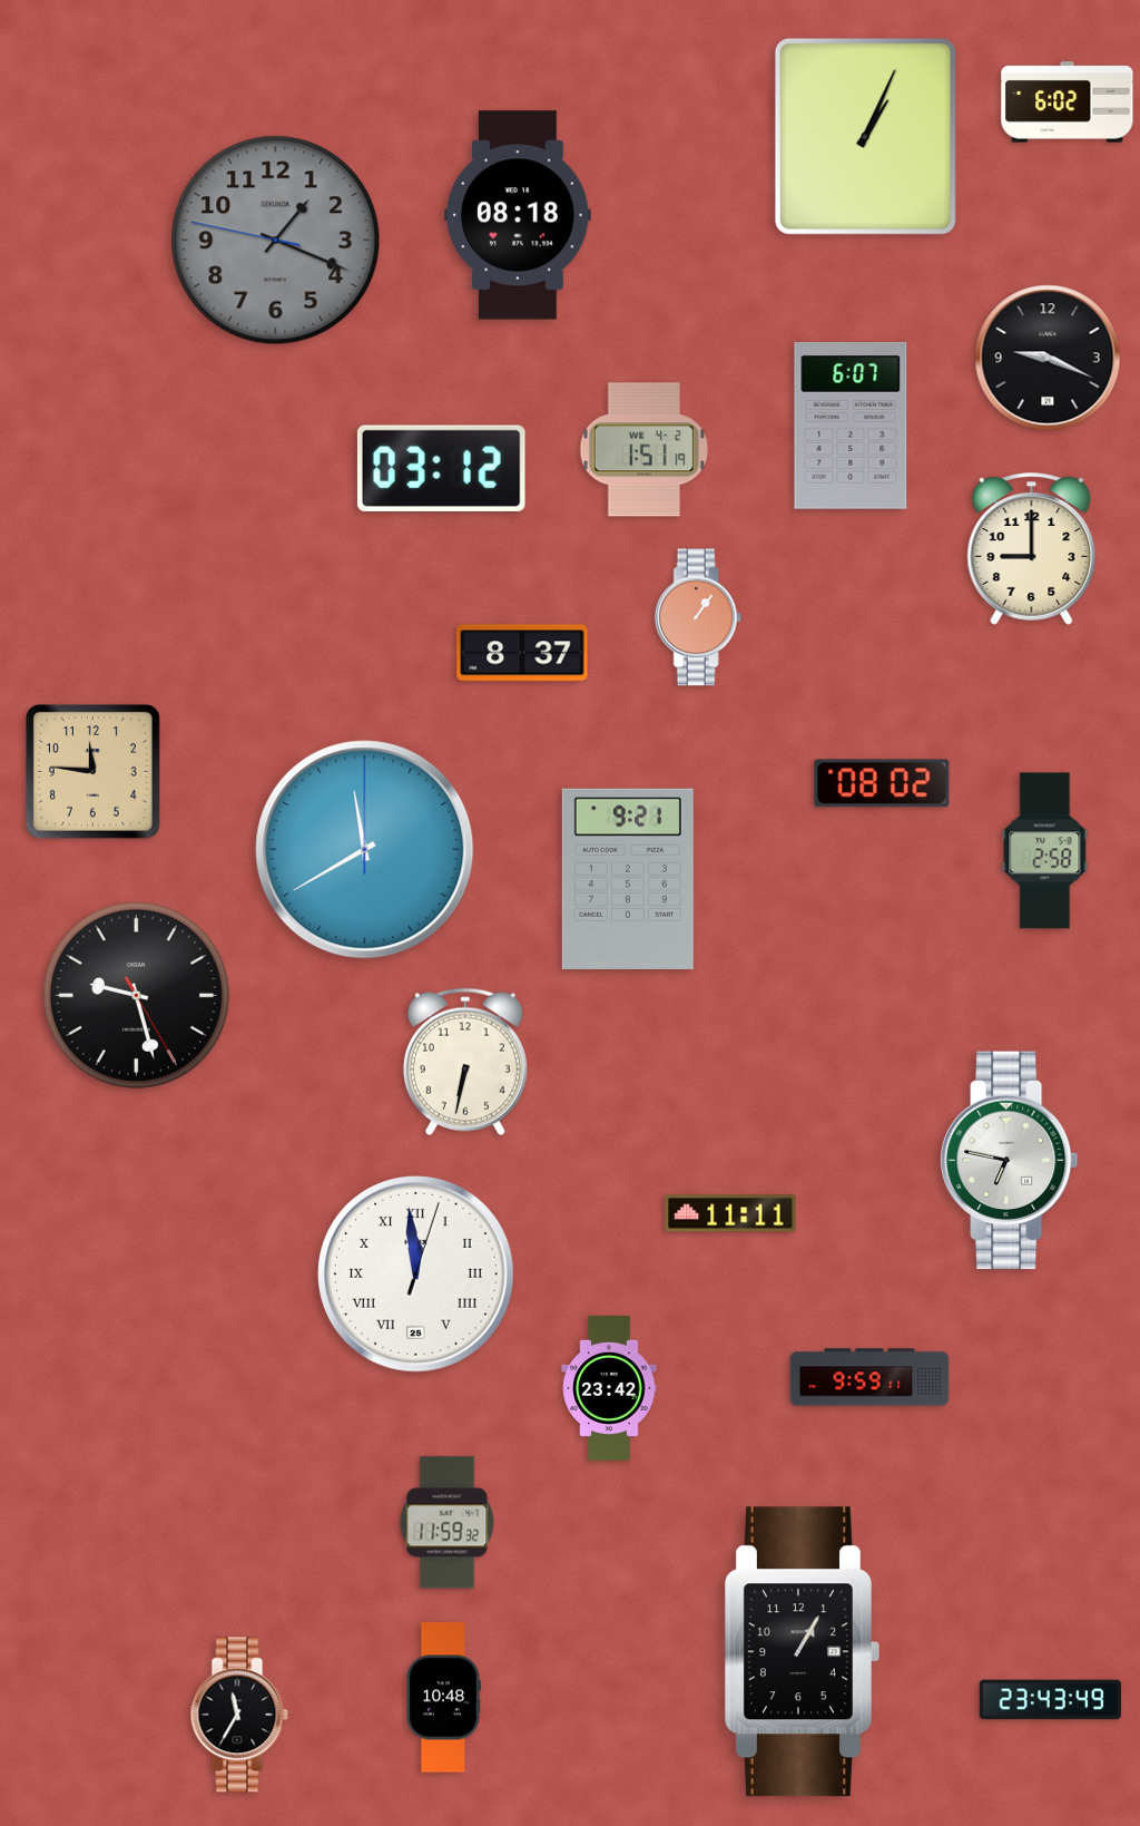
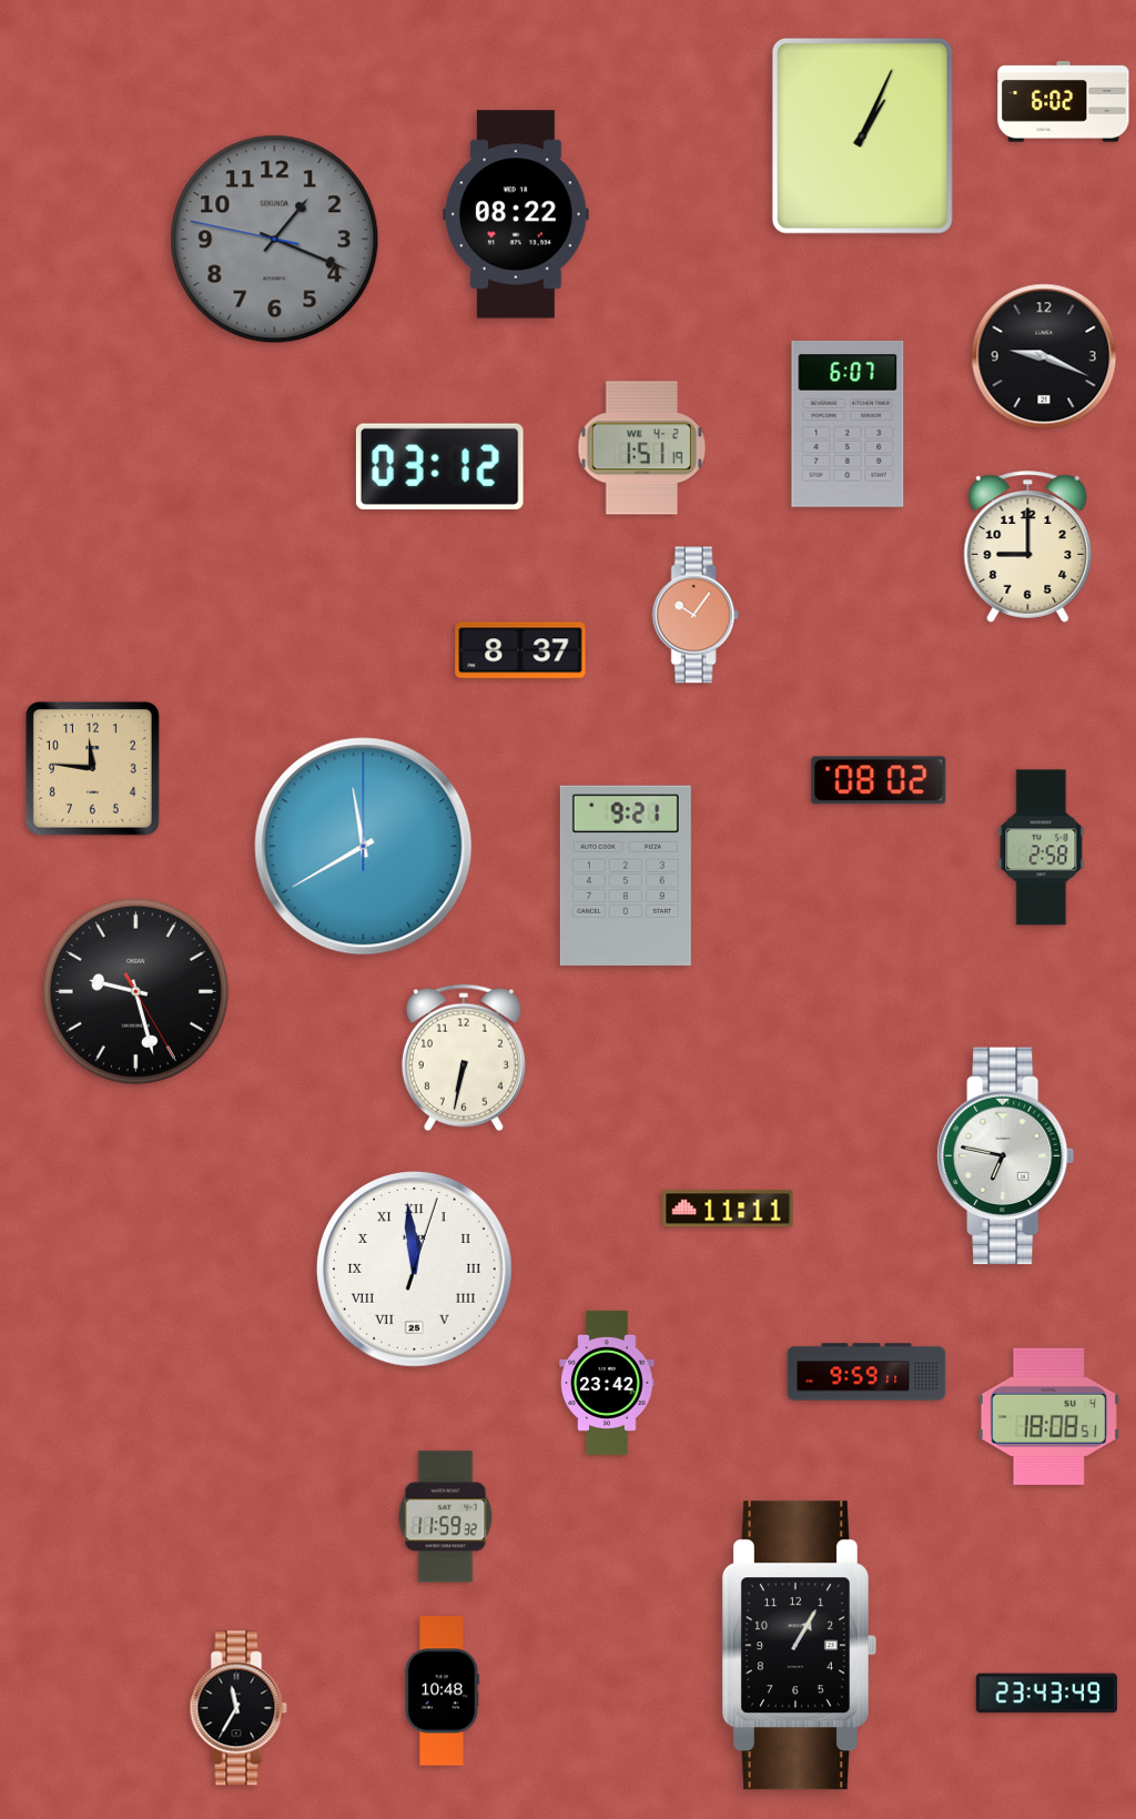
clock at (518, 215): 08:18 -> 08:22
clock at (698, 617): 1:06 -> 10:06
clock at (1048, 1416): none -> 18:08
